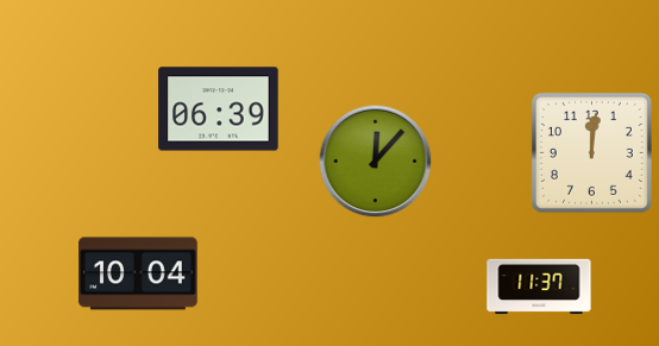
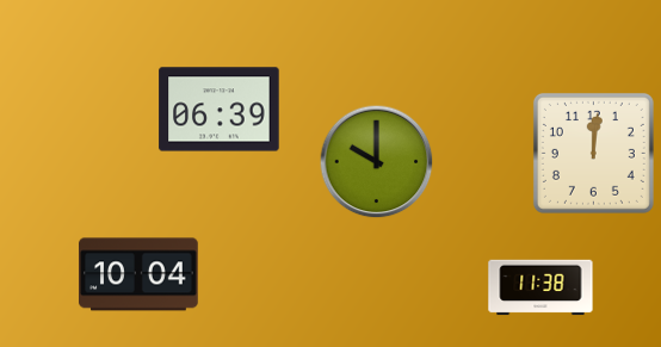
clock at (376, 162): 12:07 -> 10:00
clock at (539, 287): 11:37 -> 11:38
